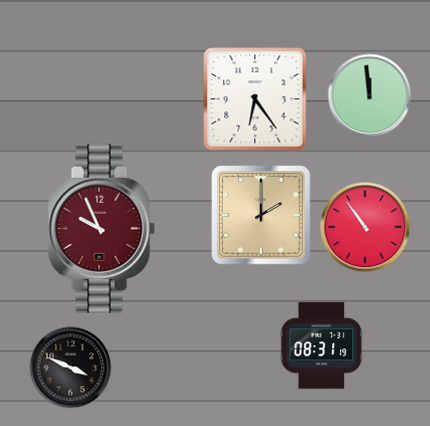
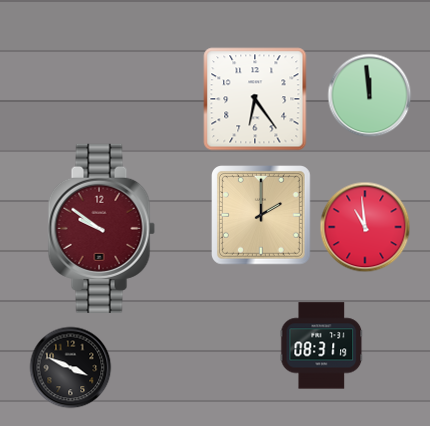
clock at (365, 227): 10:54 -> 10:59
clock at (101, 228): 9:56 -> 9:51
